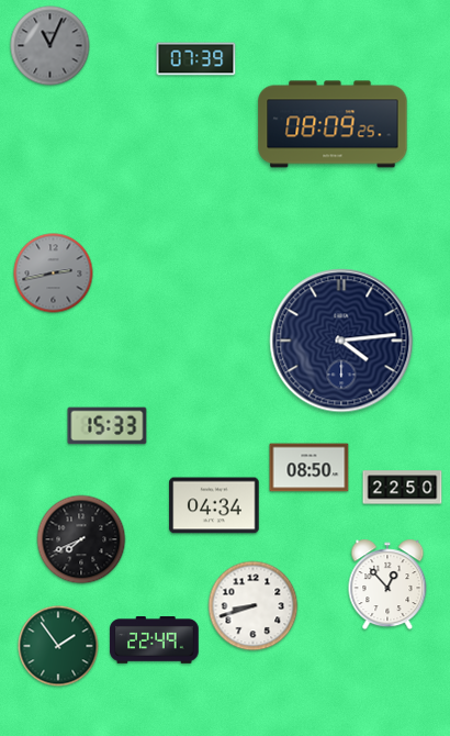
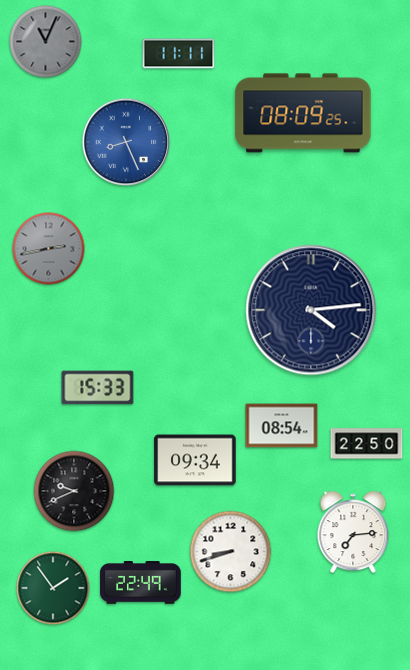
clock at (196, 59): 07:39 -> 11:11
clock at (126, 142): none -> 8:26
clock at (310, 468): 08:50 -> 08:54
clock at (214, 505): 04:34 -> 09:34
clock at (81, 539): 7:41 -> 9:41
clock at (387, 584): 12:53 -> 7:14
